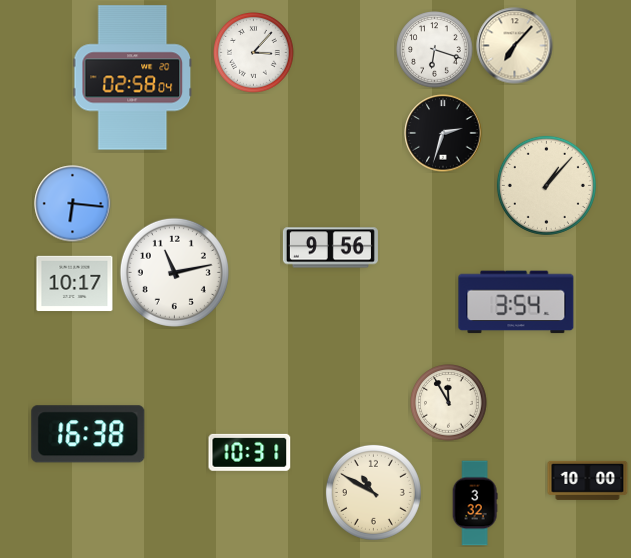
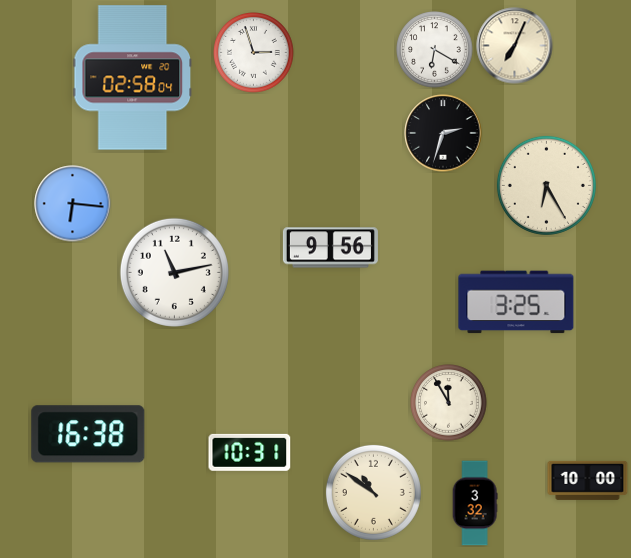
clock at (515, 46): 7:07 -> 7:04
clock at (435, 50): 6:18 -> 6:20
clock at (254, 53): 3:07 -> 2:57
clock at (546, 185): 1:07 -> 6:25
clock at (75, 284): 10:17 -> none
clock at (516, 302): 3:54 -> 3:25
clock at (373, 492): 10:50 -> 10:51
